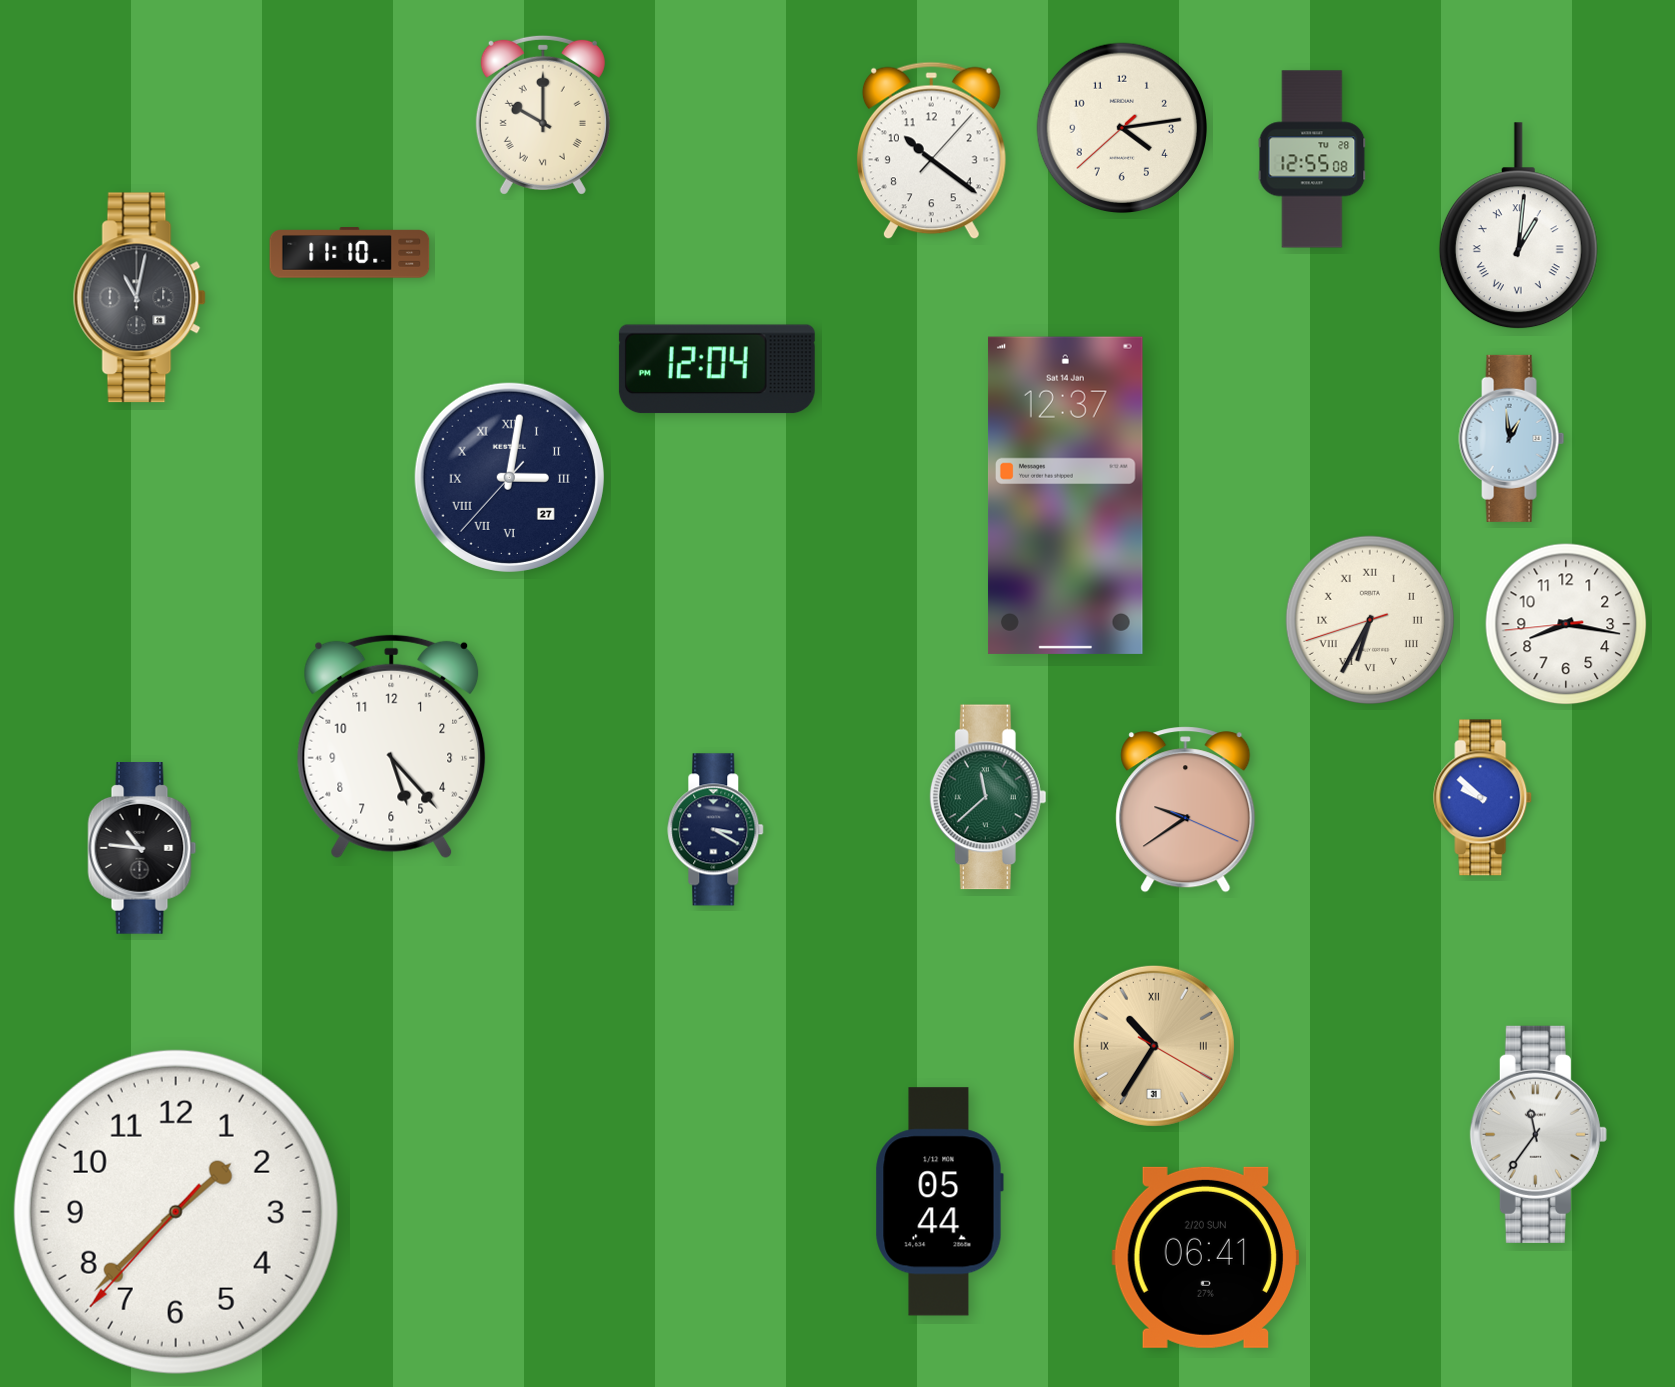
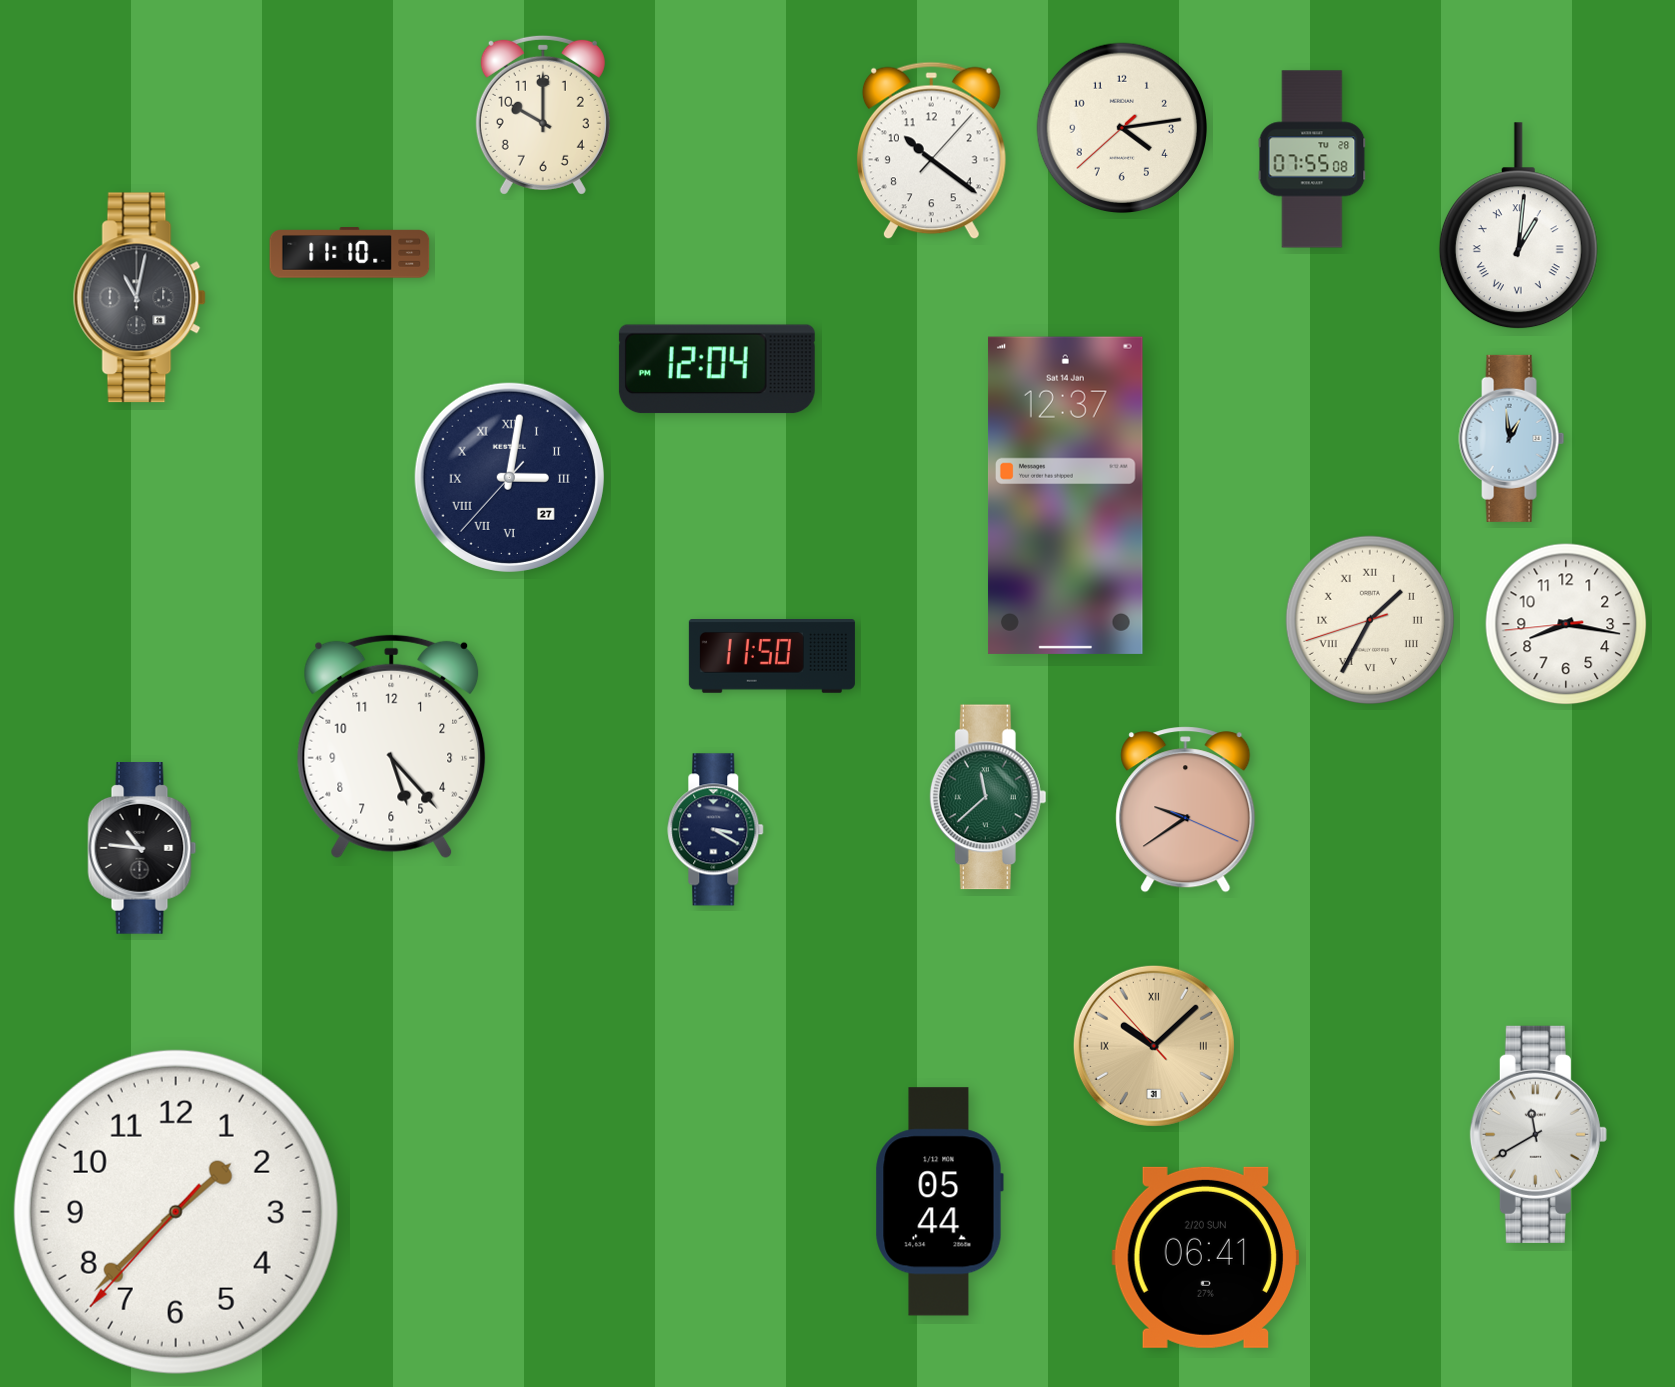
clock at (543, 115) numerals: Roman -> Arabic
clock at (1312, 159): 12:55 -> 07:55
clock at (1369, 619): 6:34 -> 1:34
clock at (772, 657): none -> 11:50
clock at (1483, 798): 9:52 -> none
clock at (1154, 1046): 10:35 -> 10:07
clock at (1538, 1134): 11:36 -> 11:40
